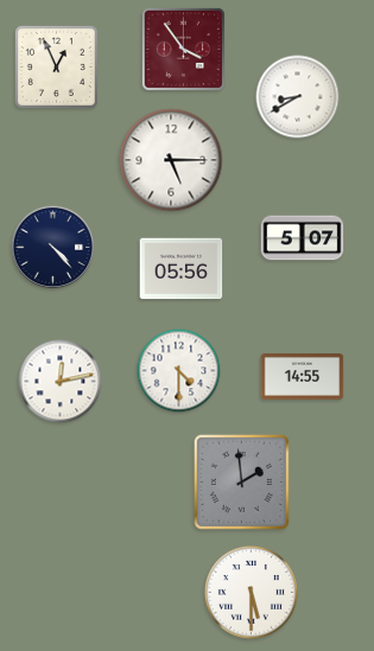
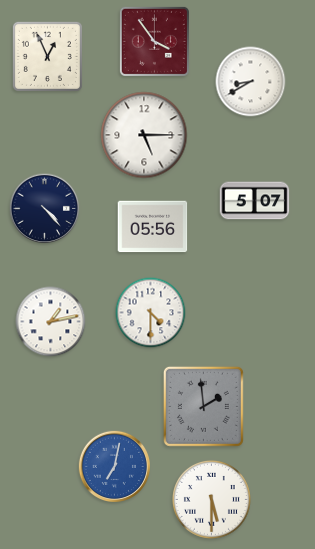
clock at (303, 377): 14:55 -> none
clock at (61, 382): 12:13 -> 1:13
clock at (114, 466): none -> 7:02
